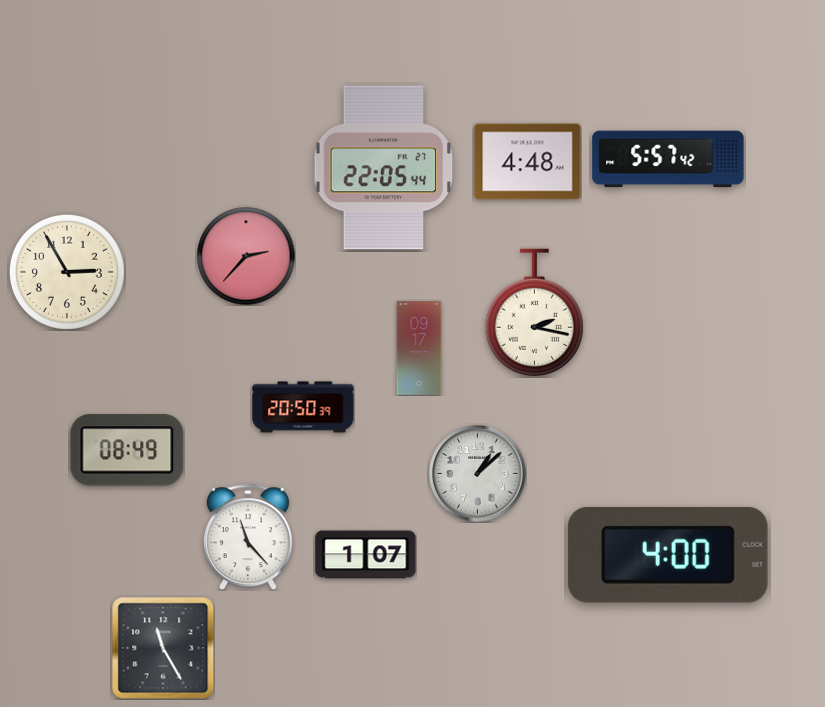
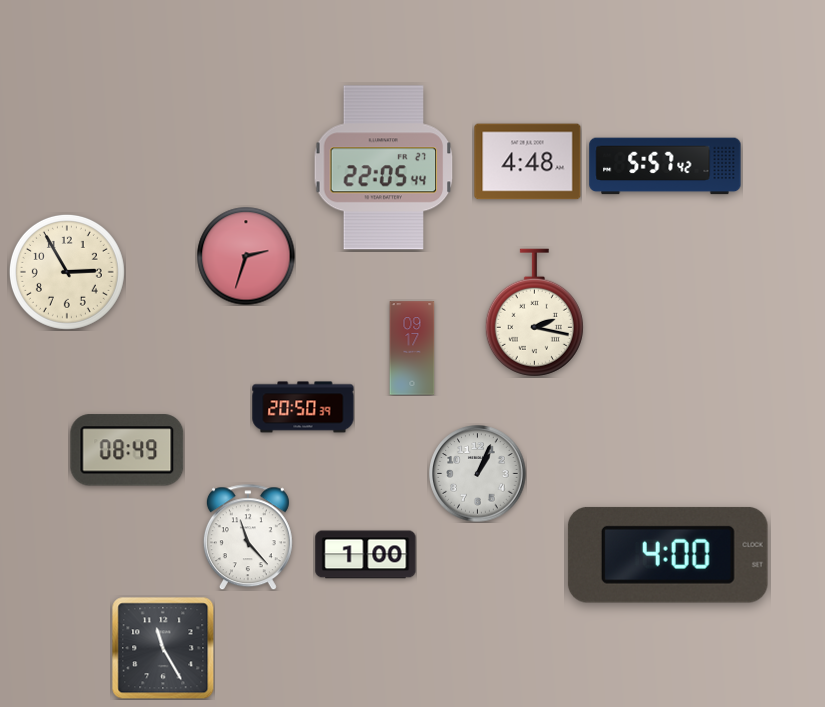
clock at (668, 159) position: (668, 159) -> (665, 166)
clock at (246, 256): 2:37 -> 2:33
clock at (419, 348) position: (419, 348) -> (412, 348)
clock at (478, 474): 1:08 -> 1:04
clock at (366, 555): 1:07 -> 1:00
